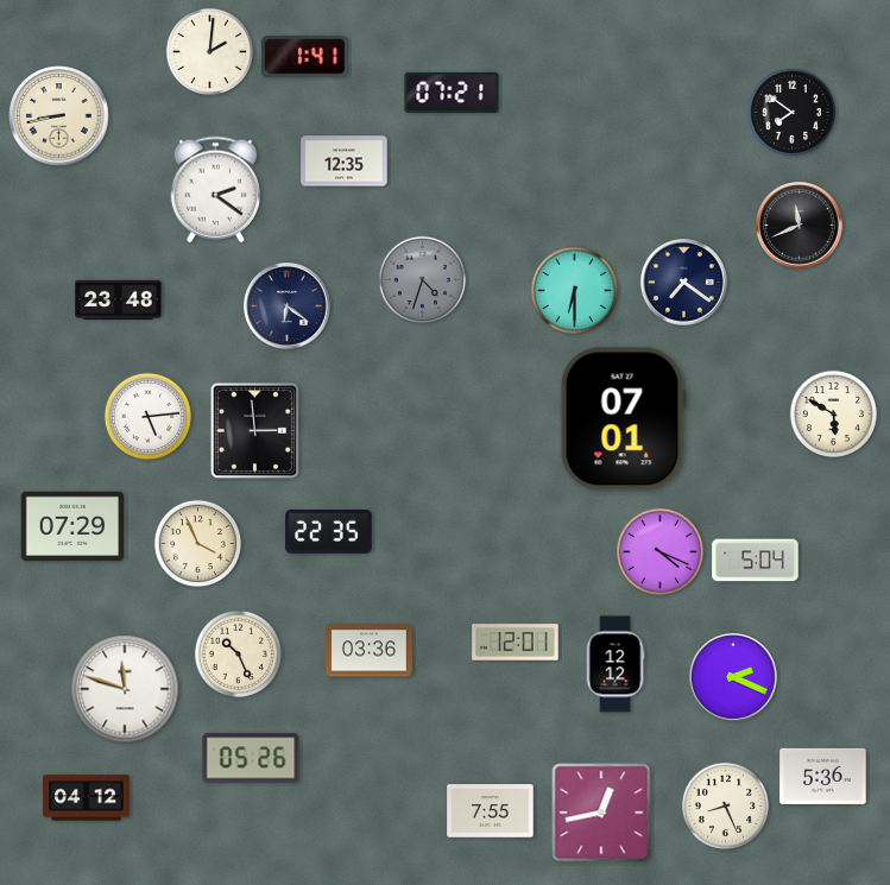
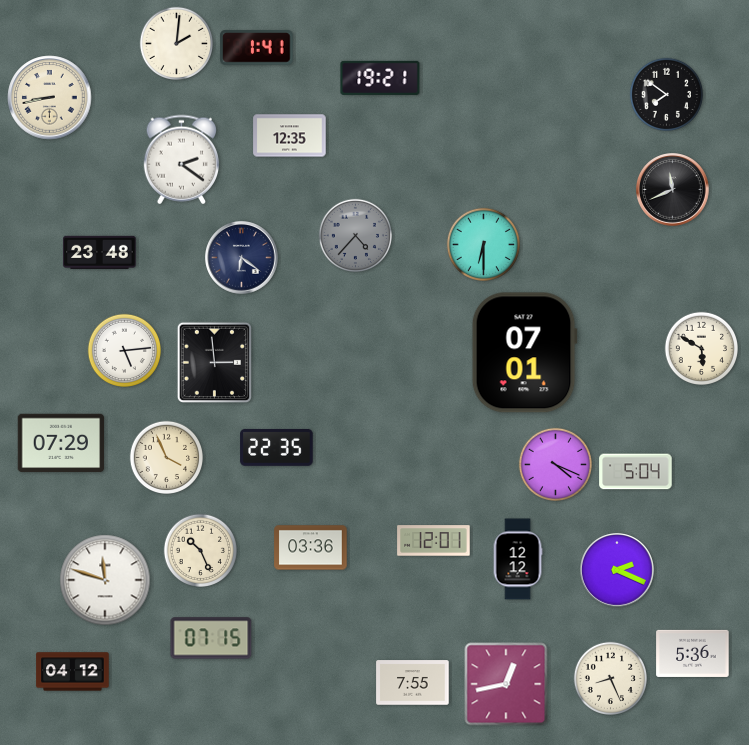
clock at (452, 93): 07:21 -> 19:21
clock at (422, 279): 4:33 -> 4:37
clock at (684, 283): 7:21 -> none
clock at (251, 758): 05:26 -> 07:15
